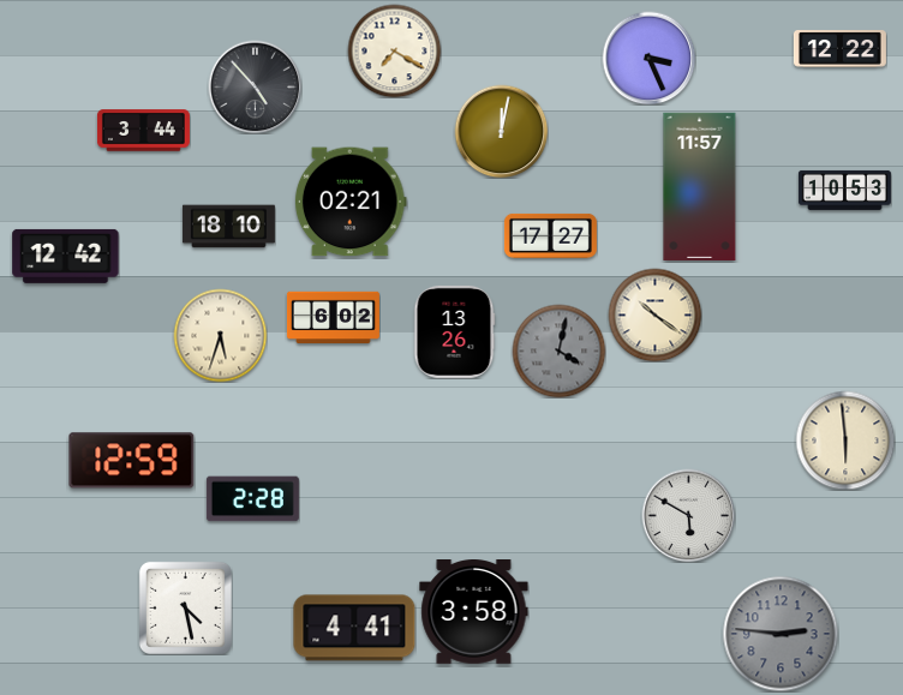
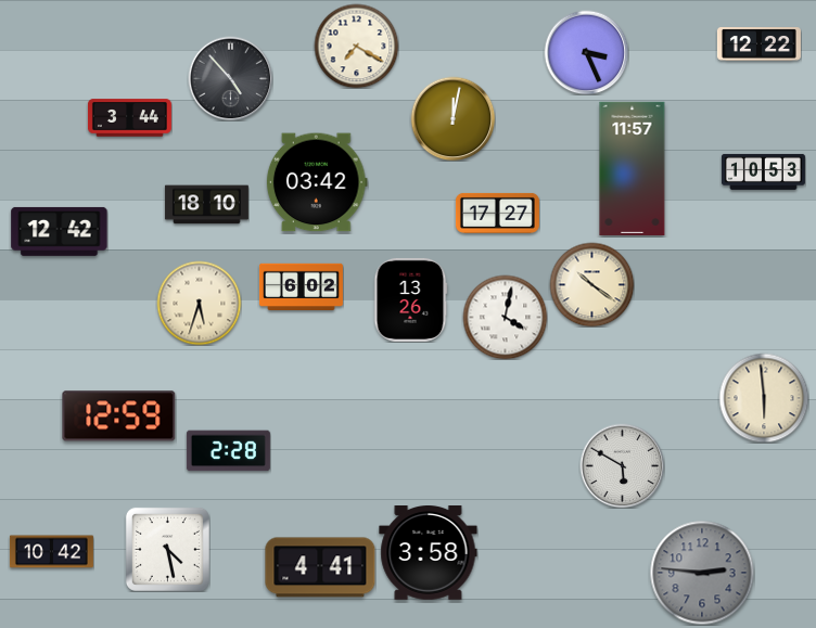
clock at (351, 202): 02:21 -> 03:42
clock at (558, 351) dial: grey -> white
clock at (51, 552): none -> 10:42
clock at (781, 634) position: (781, 634) -> (702, 573)
